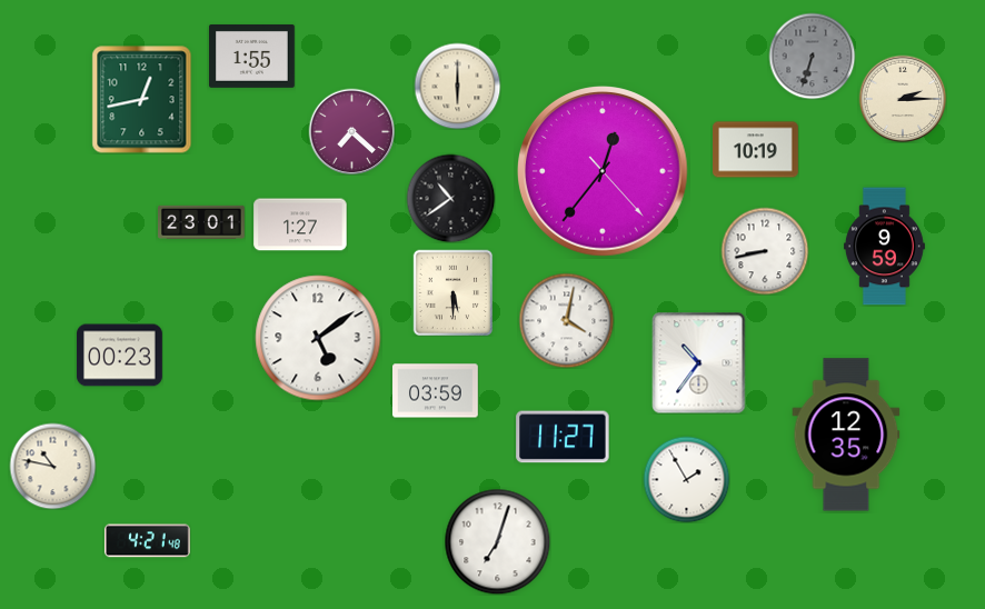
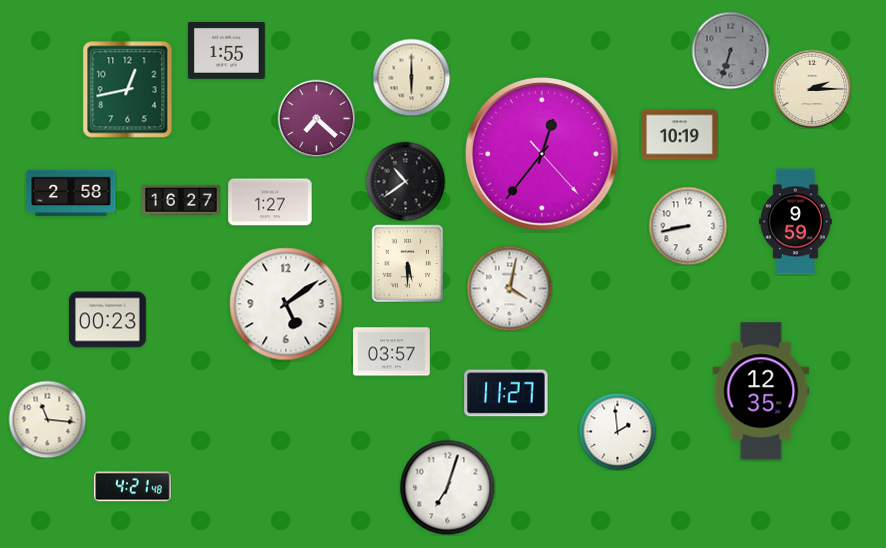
clock at (450, 198) position: (450, 198) -> (405, 181)
clock at (71, 193): none -> 2:58
clock at (201, 222): 23:01 -> 16:27
clock at (699, 363): 10:36 -> none
clock at (436, 391): 03:59 -> 03:57
clock at (52, 466): 10:47 -> 11:16
clock at (686, 479): 1:55 -> 1:59
